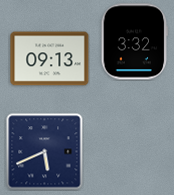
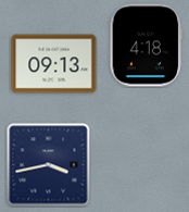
clock at (135, 42): 3:32 -> 4:18
clock at (45, 152): 5:41 -> 3:43
